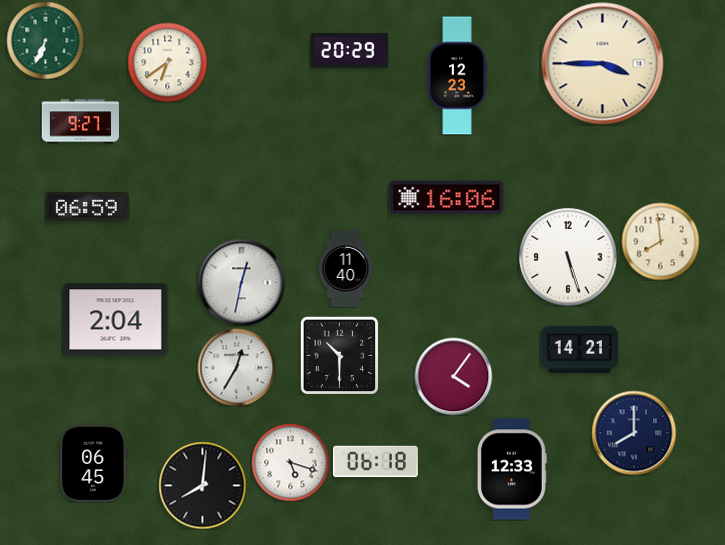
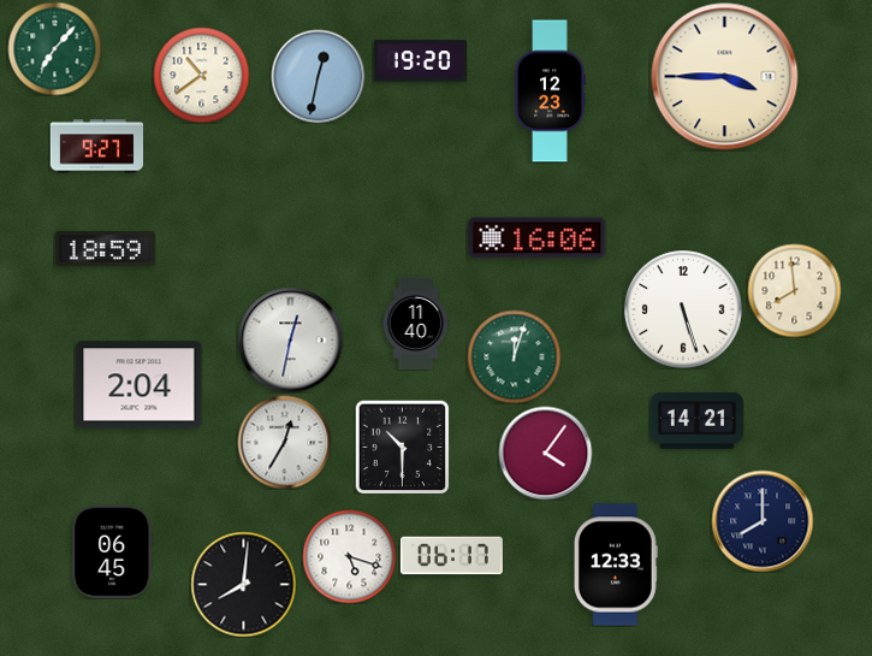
clock at (45, 40): 6:34 -> 7:07
clock at (349, 51): 20:29 -> 19:20
clock at (167, 62): 6:39 -> 10:39
clock at (318, 76): none -> 12:32
clock at (87, 206): 06:59 -> 18:59
clock at (514, 356): none -> 12:03
clock at (339, 355) position: (339, 355) -> (402, 447)
clock at (375, 462): 06:18 -> 06:17
clock at (94, 463) position: (94, 463) -> (113, 551)
